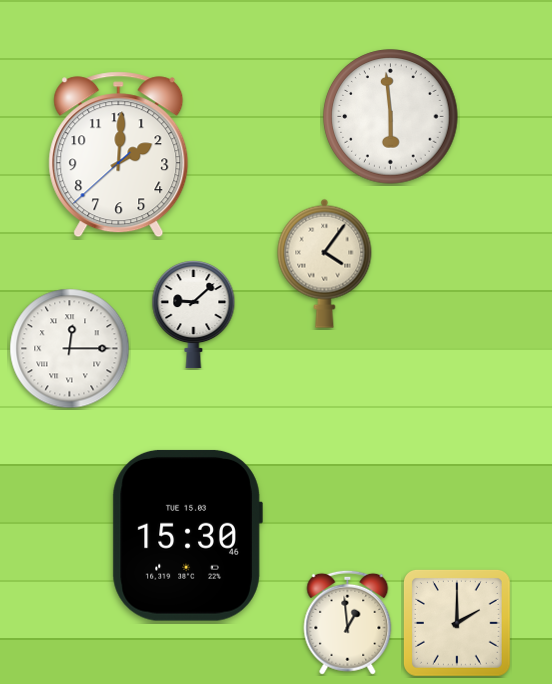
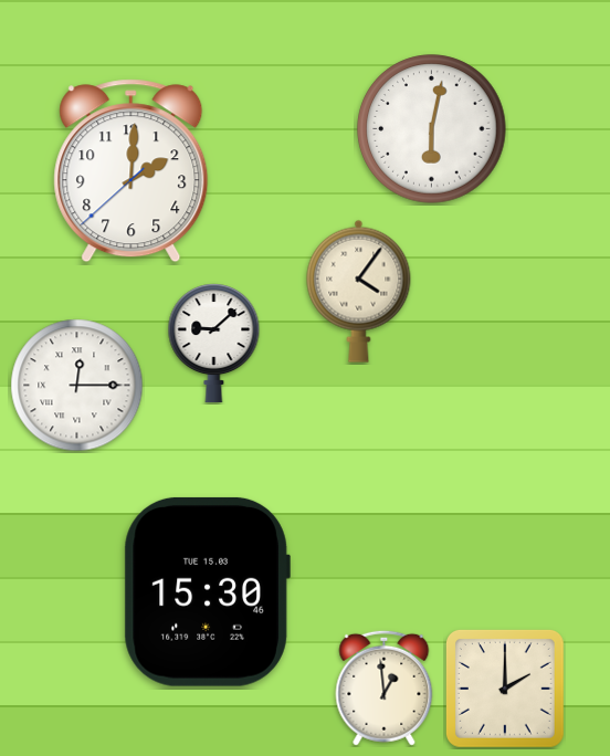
clock at (391, 117): 5:59 -> 6:02
clock at (194, 315) position: (194, 315) -> (214, 344)
